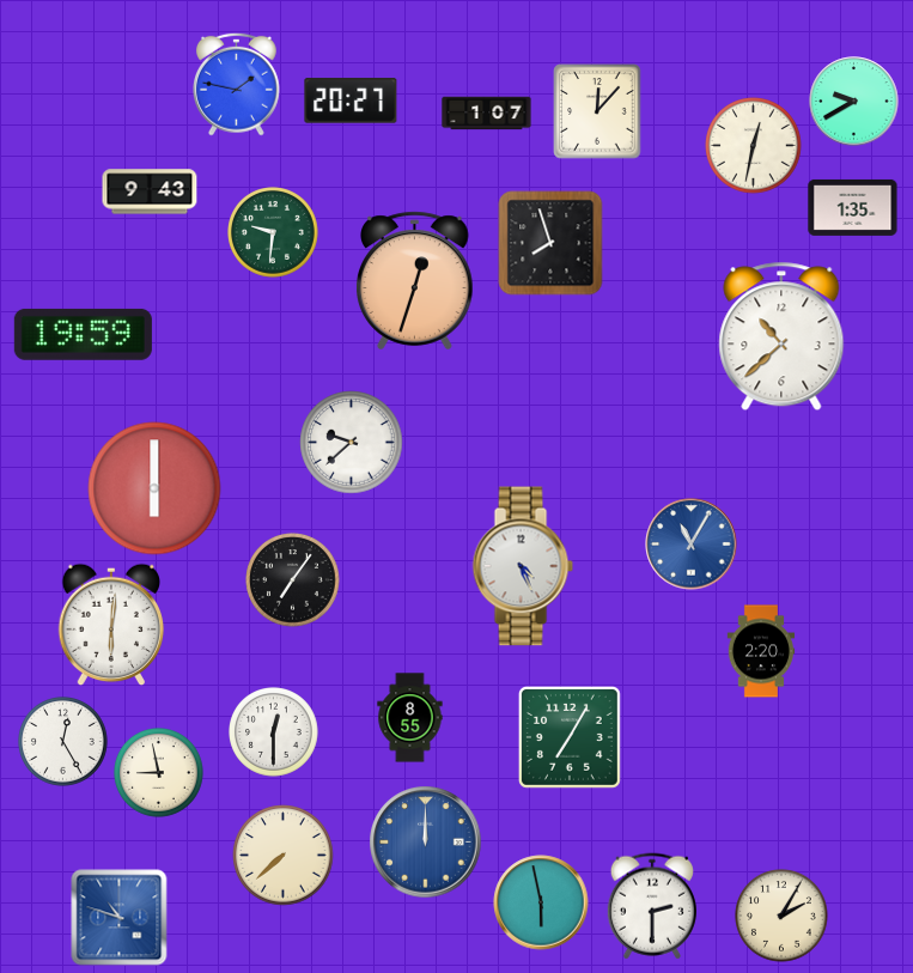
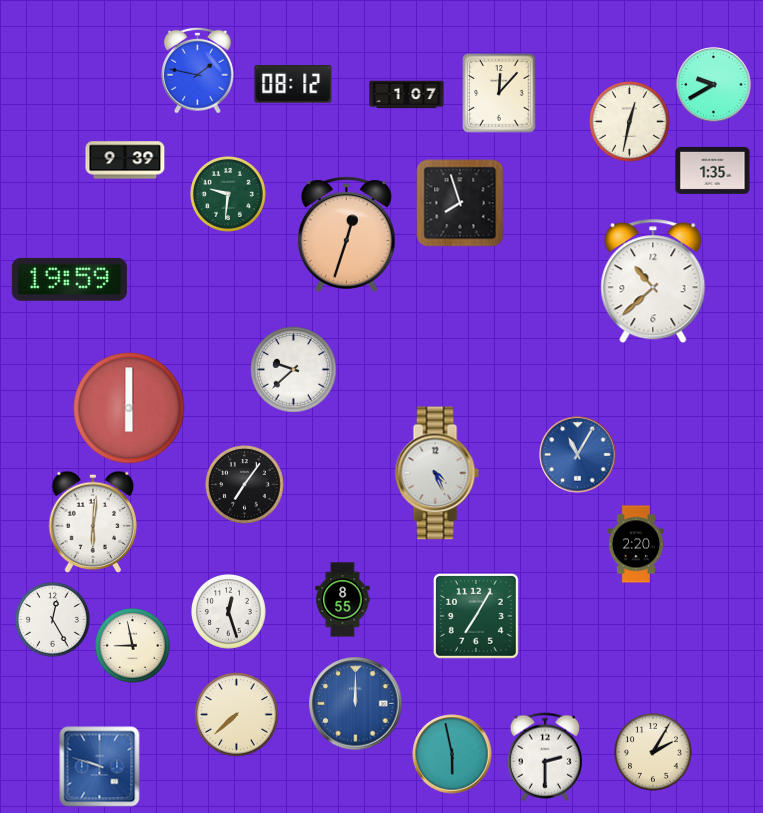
clock at (351, 101): 20:27 -> 08:12
clock at (150, 191): 9:43 -> 9:39
clock at (853, 207) position: (853, 207) -> (713, 170)
clock at (274, 732): 12:30 -> 12:27
clock at (783, 917) position: (783, 917) -> (654, 753)
clock at (120, 918): 10:48 -> 9:48
